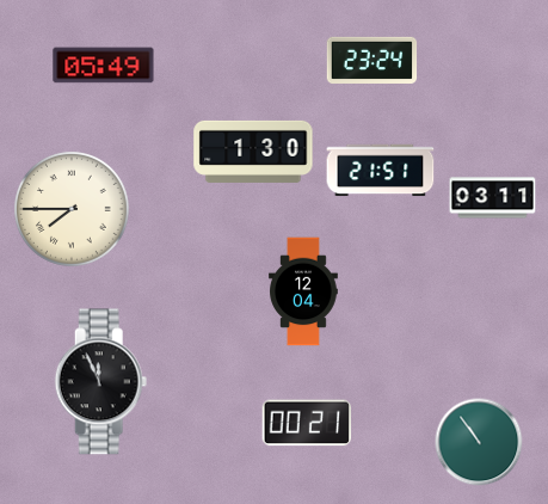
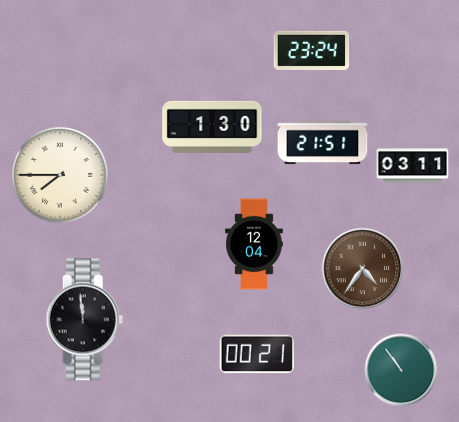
clock at (104, 66): 05:49 -> none
clock at (381, 171) position: (381, 171) -> (323, 143)
clock at (363, 269): none -> 4:36
clock at (101, 382): 11:56 -> 11:59
